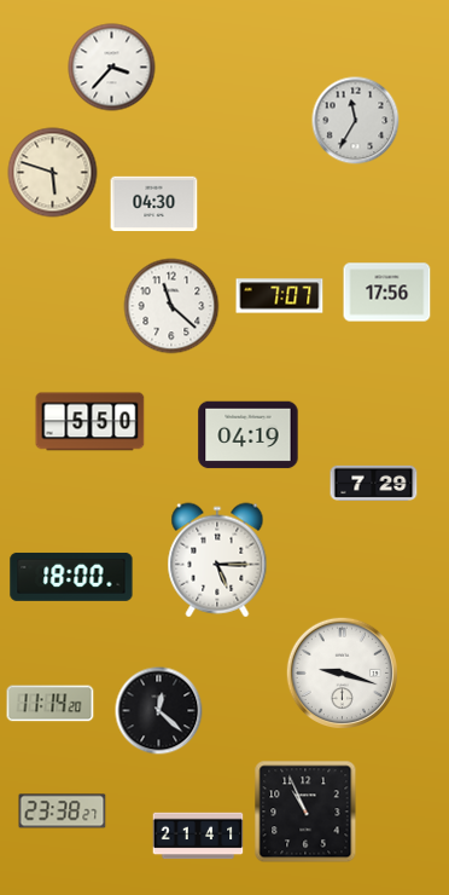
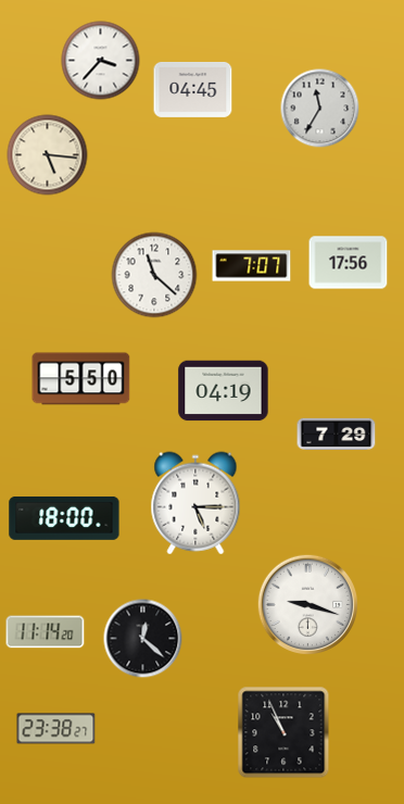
clock at (193, 89): none -> 04:45
clock at (53, 173): 5:48 -> 5:16
clock at (154, 204): 04:30 -> none
clock at (305, 812) position: (305, 812) -> (283, 732)
clock at (198, 836): 21:41 -> none
